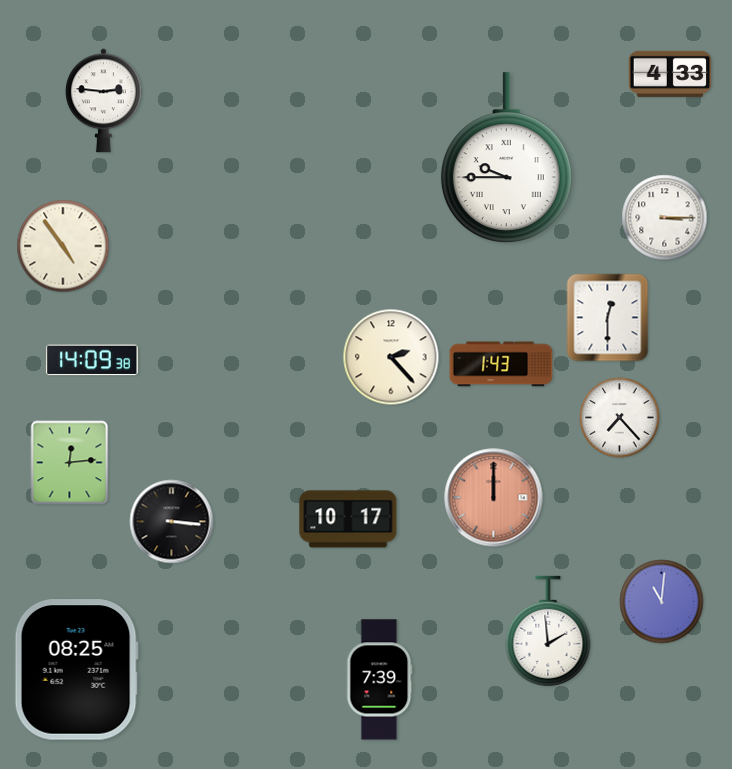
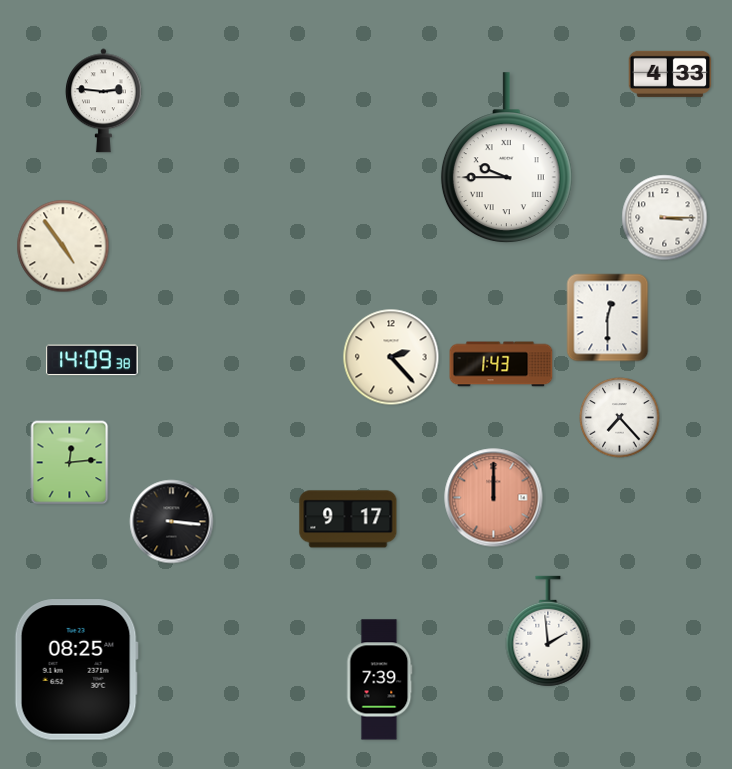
clock at (348, 519): 10:17 -> 9:17
clock at (662, 602): 11:01 -> none
